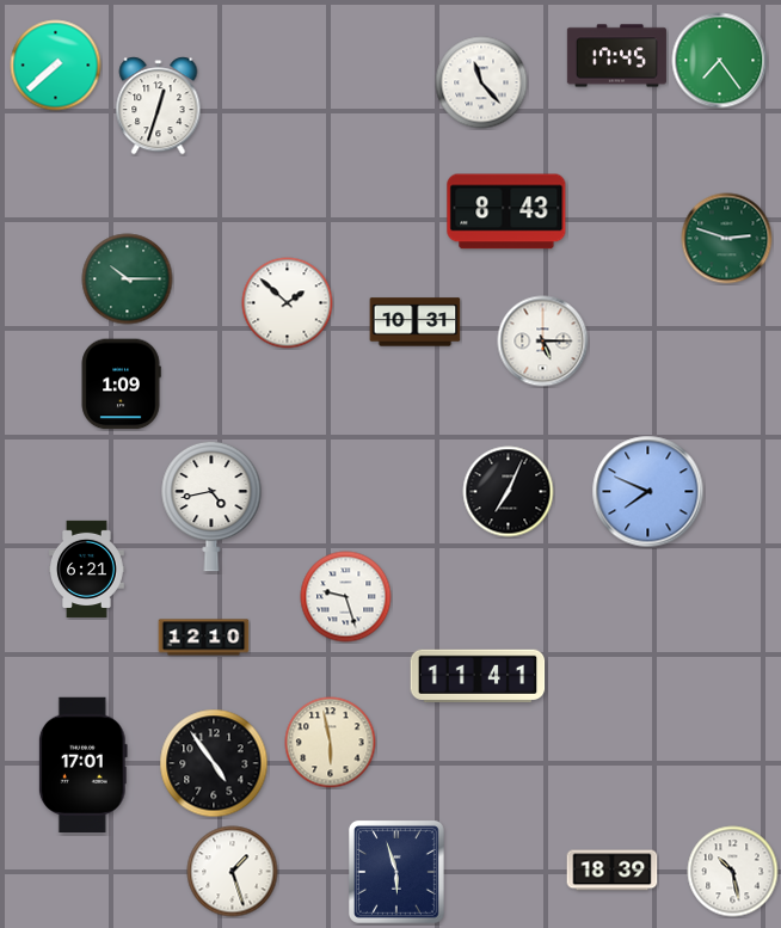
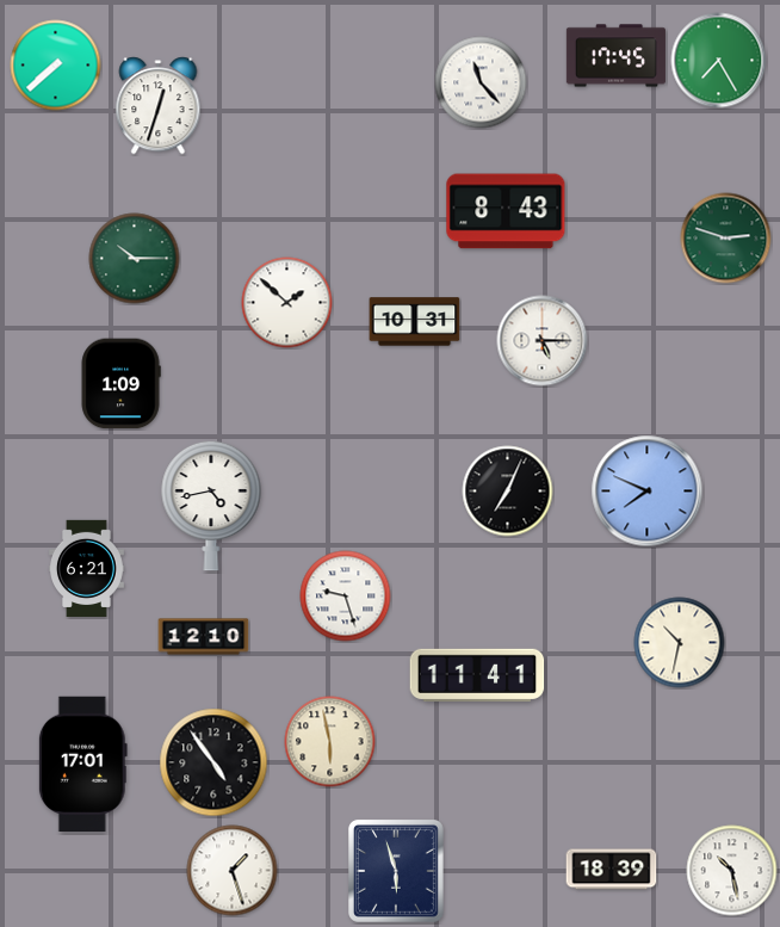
clock at (720, 61): 7:24 -> 7:25
clock at (128, 279) position: (128, 279) -> (135, 259)
clock at (680, 643): none -> 10:32
